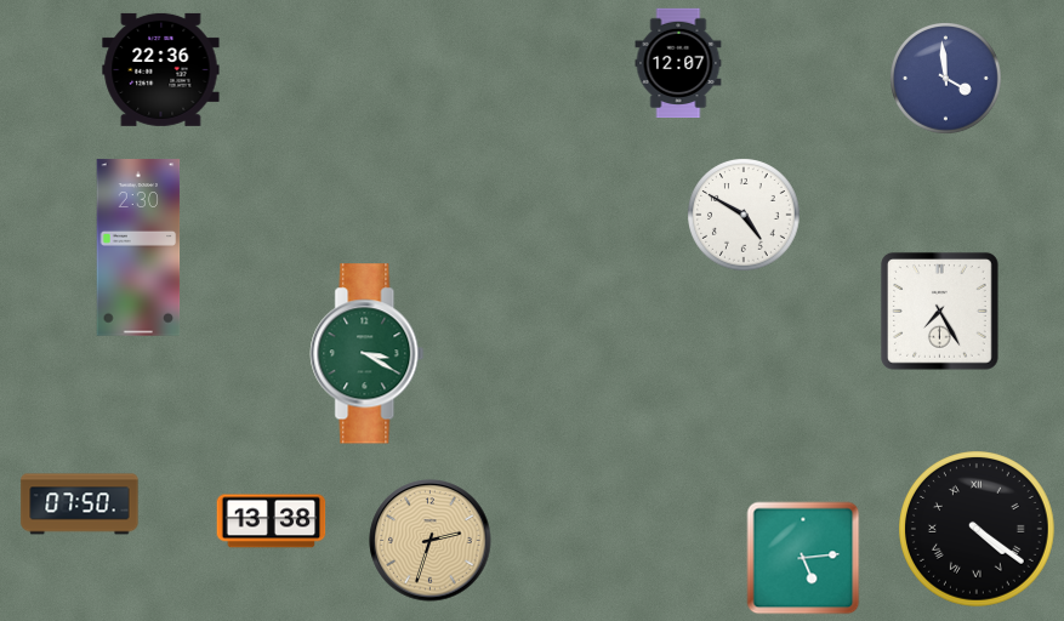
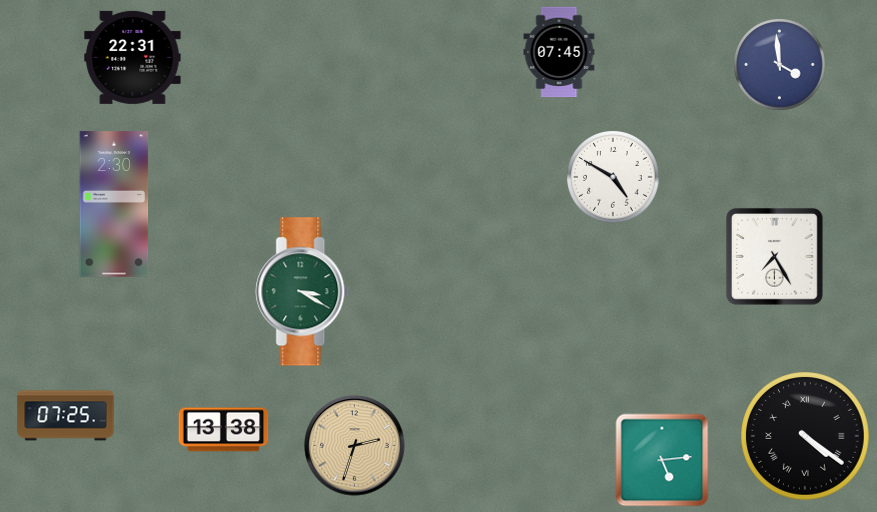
clock at (678, 63): 12:07 -> 07:45
clock at (161, 69): 22:36 -> 22:31
clock at (80, 505): 07:50 -> 07:25
